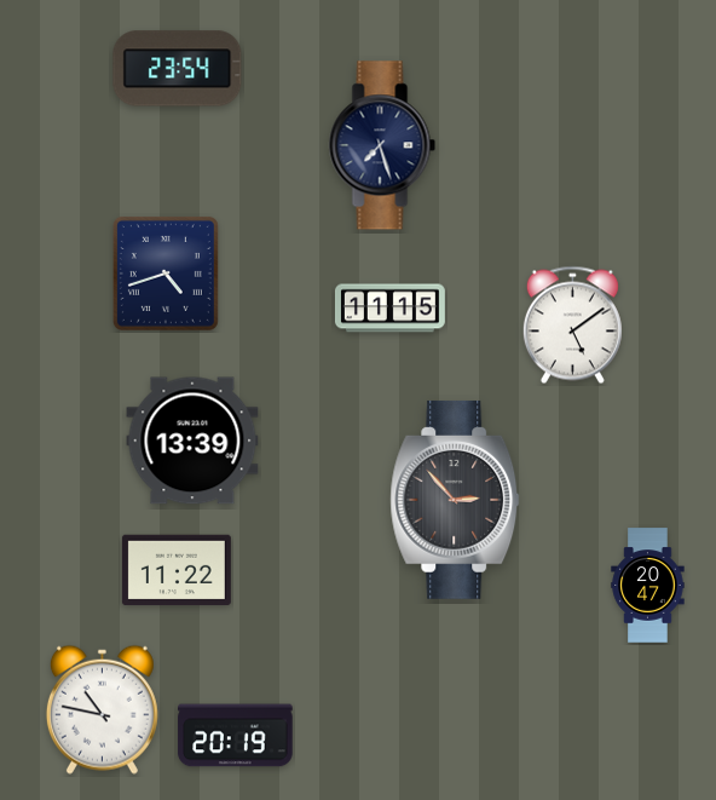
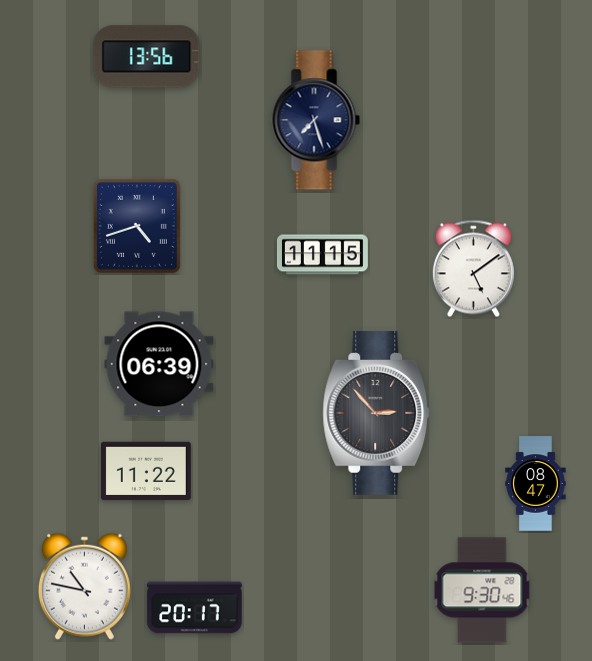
clock at (178, 69): 23:54 -> 13:56
clock at (192, 441): 13:39 -> 06:39
clock at (648, 586): 20:47 -> 08:47
clock at (482, 590): none -> 9:30
clock at (236, 736): 20:19 -> 20:17
